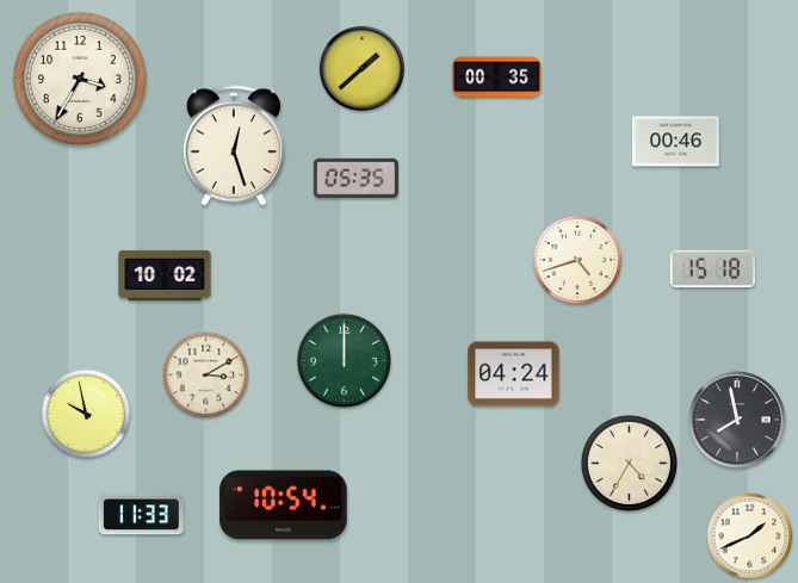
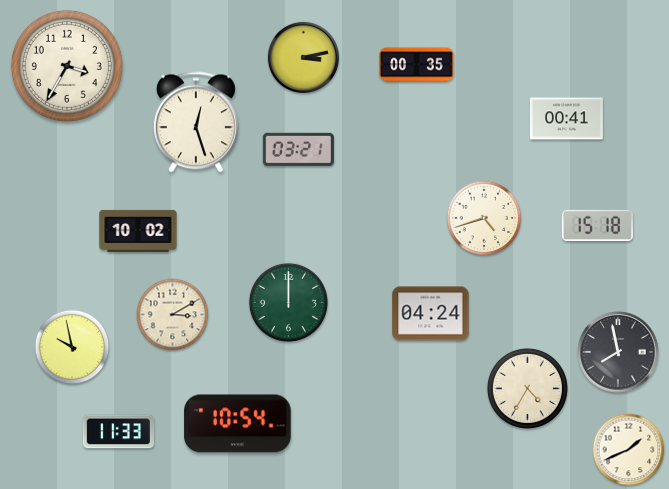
clock at (361, 68): 1:38 -> 3:13
clock at (675, 142): 00:46 -> 00:41
clock at (355, 178): 05:35 -> 03:21
